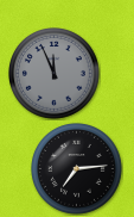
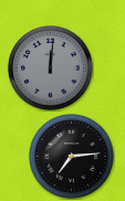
clock at (55, 74): 11:56 -> 12:01
